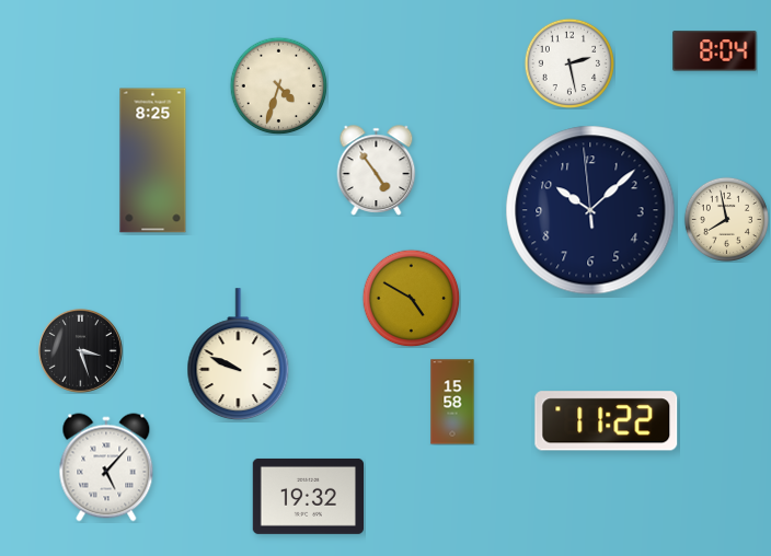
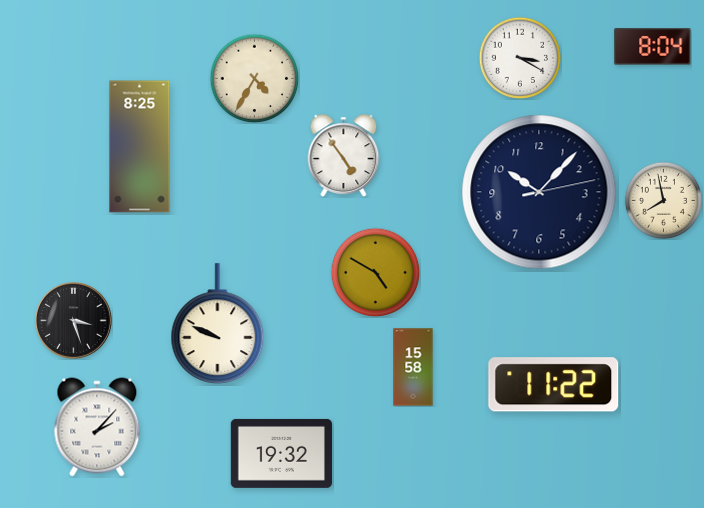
clock at (568, 62): 2:28 -> 3:20
clock at (278, 85): 4:33 -> 4:35
clock at (590, 210): 10:07:59 -> 10:07:13
clock at (106, 467): 5:07 -> 2:07
